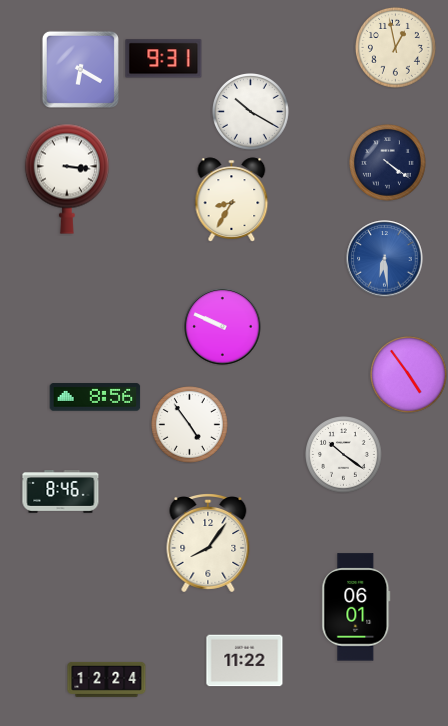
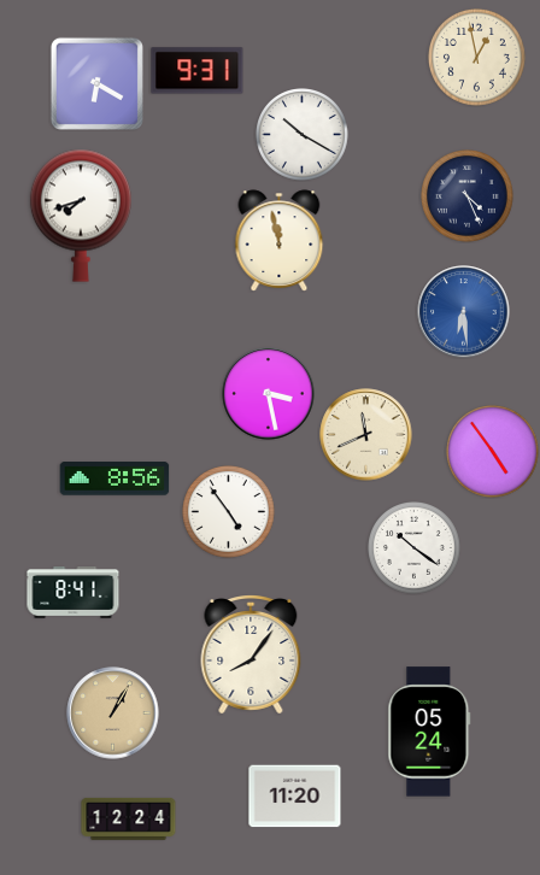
clock at (388, 163): 4:21 -> 4:26
clock at (67, 179): 3:16 -> 7:42
clock at (232, 200): 8:35 -> 11:58
clock at (223, 327): 9:49 -> 3:28
clock at (366, 435): none -> 11:41
clock at (61, 492): 8:46 -> 8:41
clock at (113, 713): none -> 1:05
clock at (356, 607): 06:01 -> 05:24
clock at (245, 661): 11:22 -> 11:20
